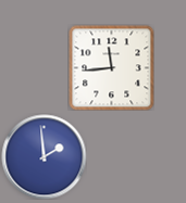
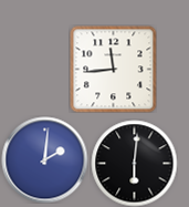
clock at (44, 156): 1:59 -> 2:01
clock at (134, 163): none -> 6:01
